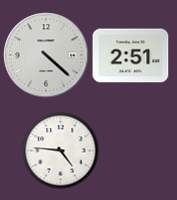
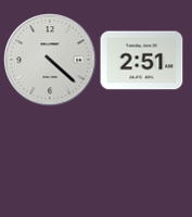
clock at (61, 151): 4:46 -> none
